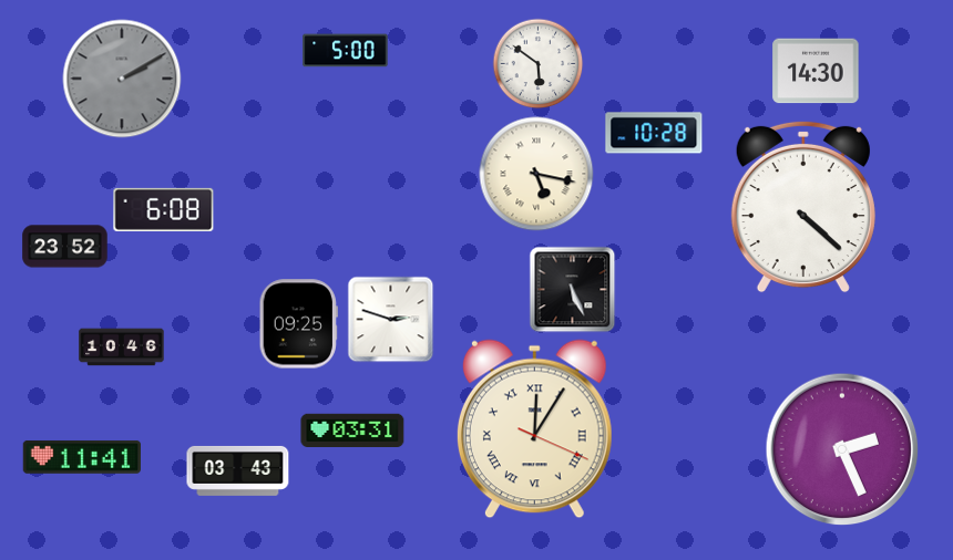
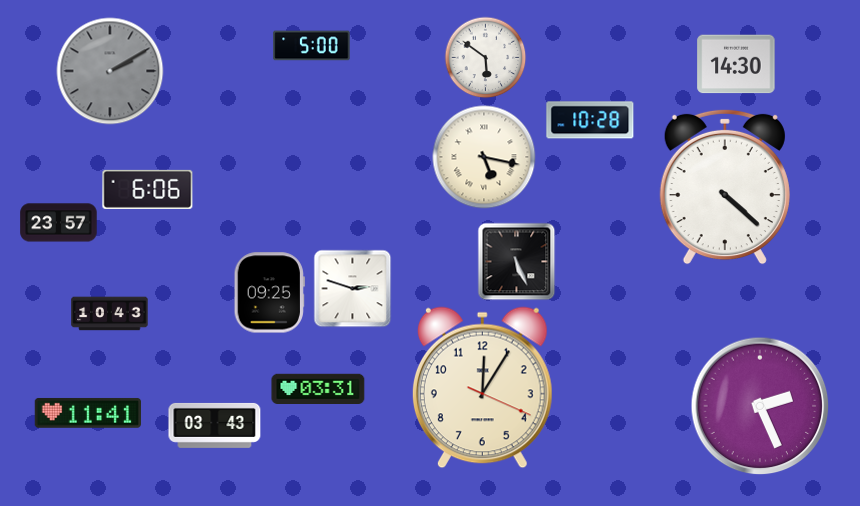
clock at (164, 209): 6:08 -> 6:06
clock at (65, 247): 23:52 -> 23:57
clock at (122, 348): 10:46 -> 10:43
clock at (534, 429) numerals: Roman -> Arabic
clock at (81, 457) position: (81, 457) -> (87, 413)
